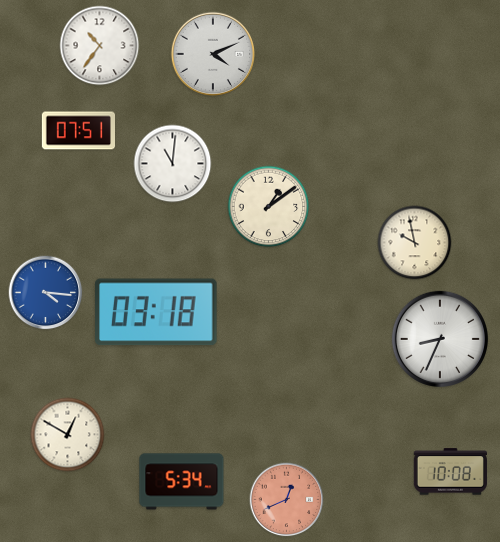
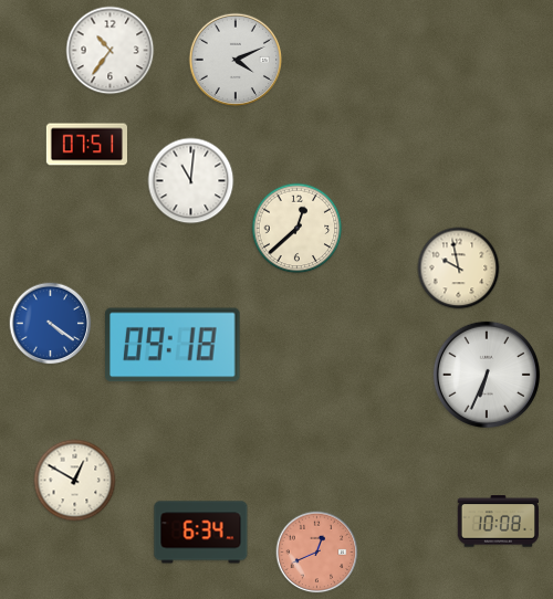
clock at (269, 207): 1:09 -> 12:38
clock at (46, 293): 4:16 -> 4:21
clock at (157, 312): 03:18 -> 09:18
clock at (440, 339): 8:34 -> 6:34
clock at (182, 482): 5:34 -> 6:34
